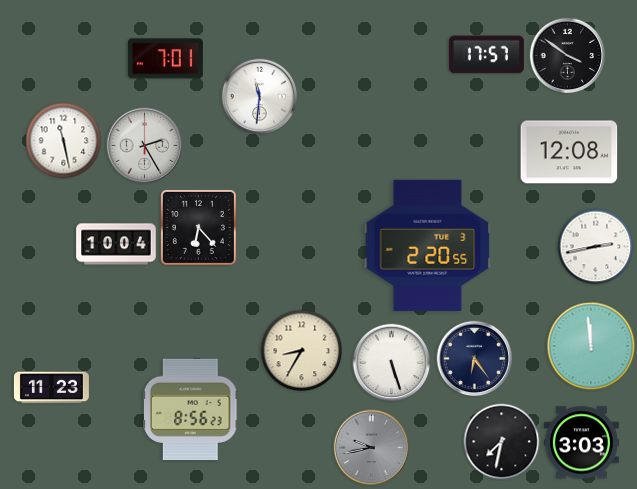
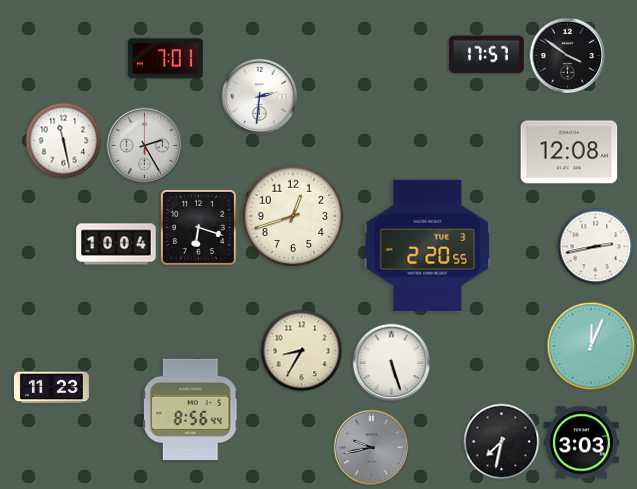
clock at (260, 97): 11:31 -> 2:31
clock at (293, 216): none -> 12:42
clock at (198, 227): 6:23 -> 6:18
clock at (591, 346): 11:59 -> 12:04
clock at (475, 359): 6:24 -> none
clock at (191, 409): 8:56:23 -> 8:56:44
